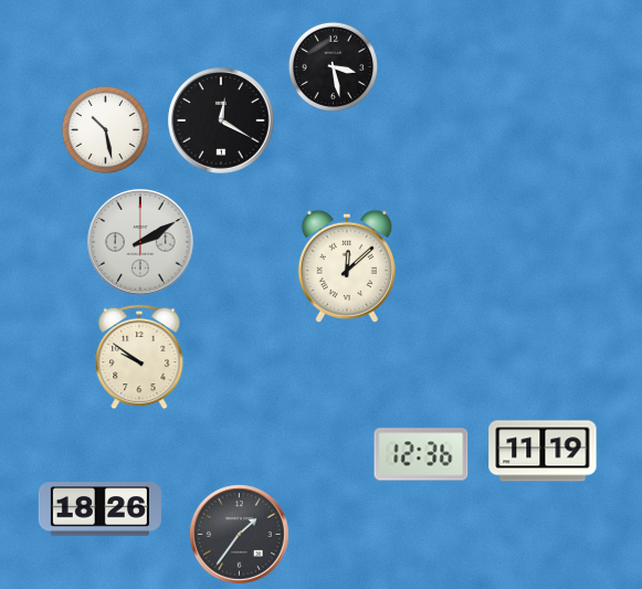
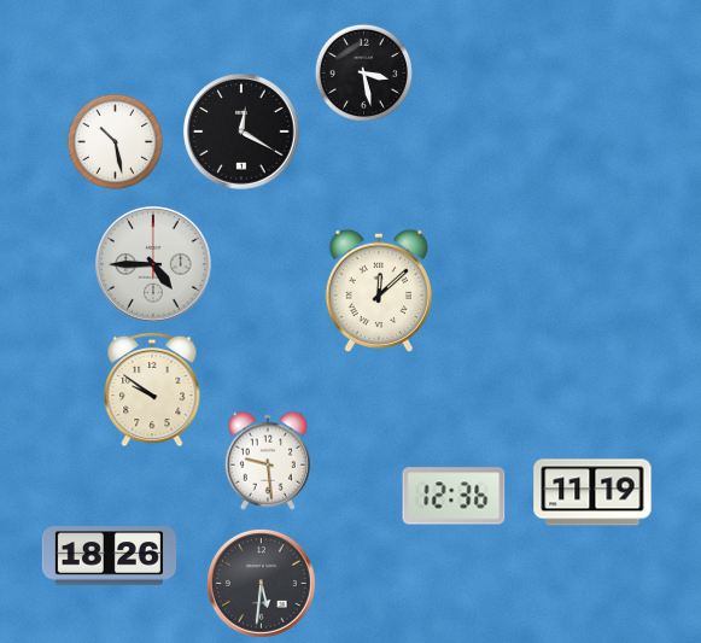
clock at (140, 242): 2:10 -> 4:45
clock at (268, 461): none -> 9:29
clock at (421, 454) position: (421, 454) -> (454, 496)
clock at (240, 535): 1:36 -> 5:31
